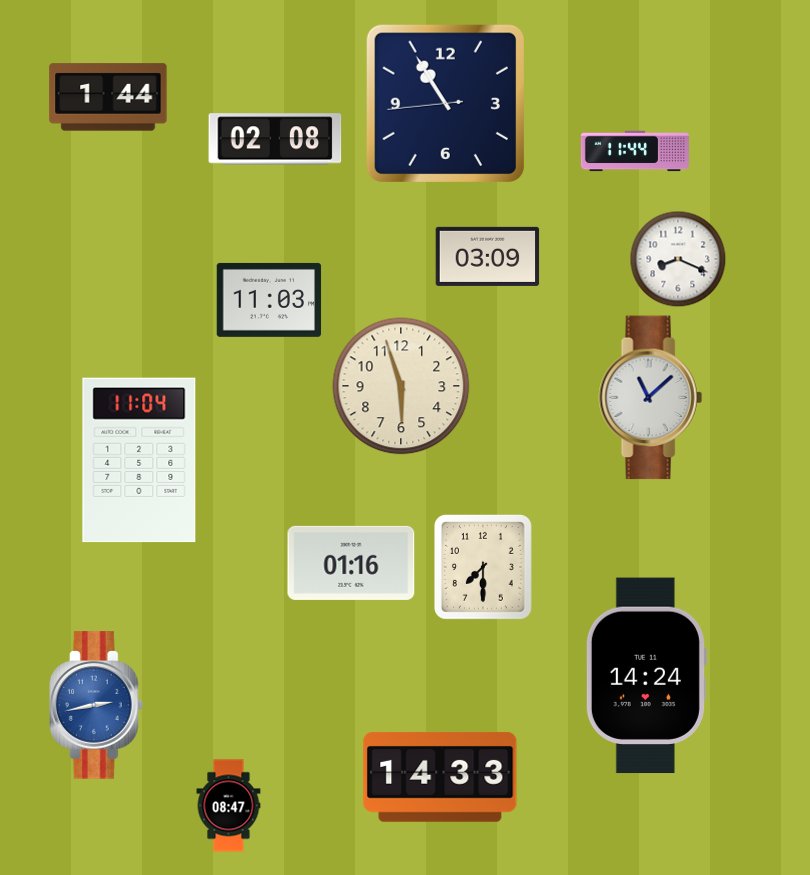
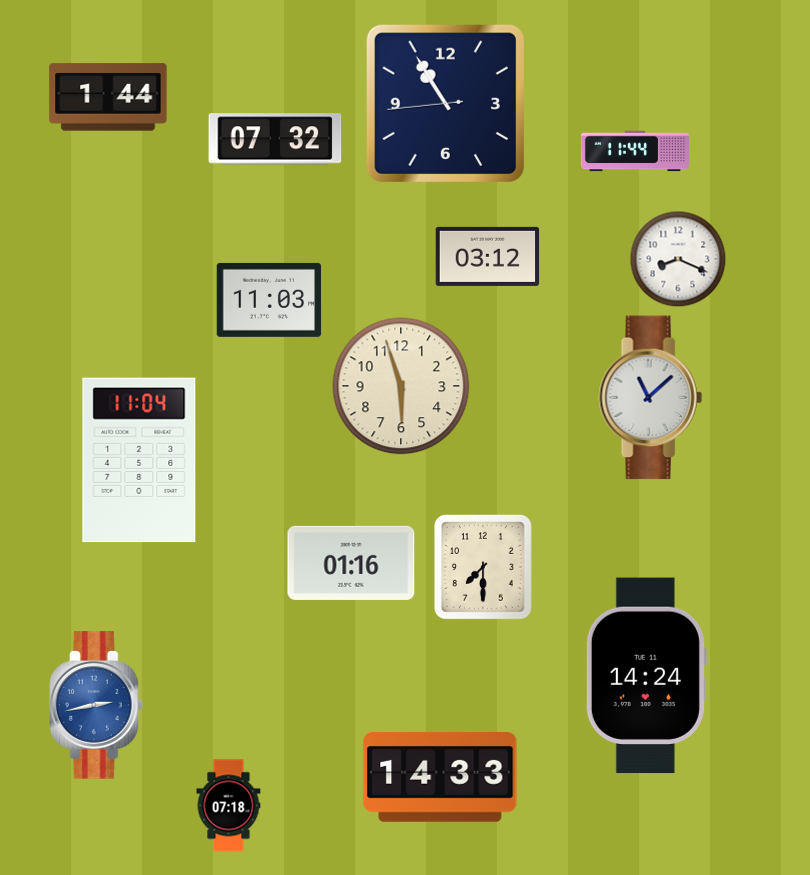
clock at (275, 139): 02:08 -> 07:32
clock at (488, 256): 03:09 -> 03:12
clock at (229, 806): 08:47 -> 07:18
